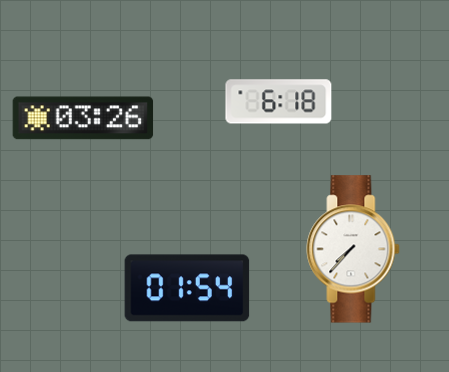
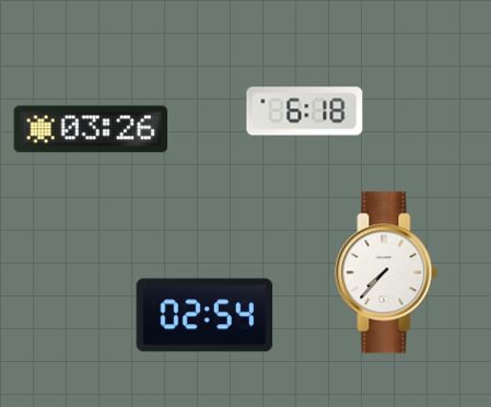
clock at (187, 288): 01:54 -> 02:54
